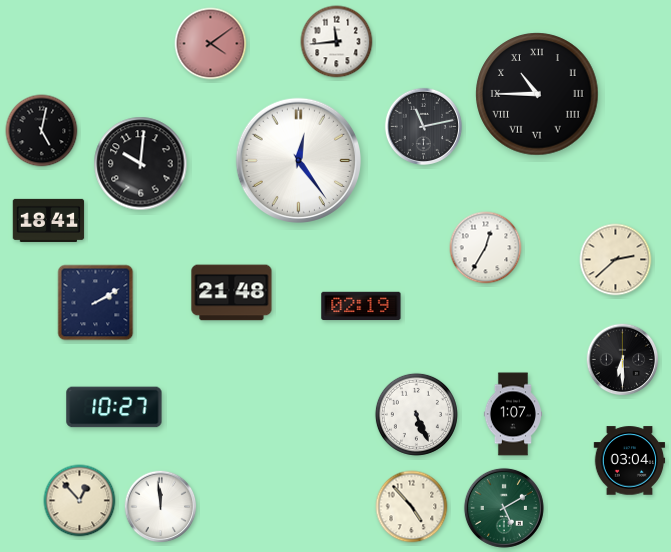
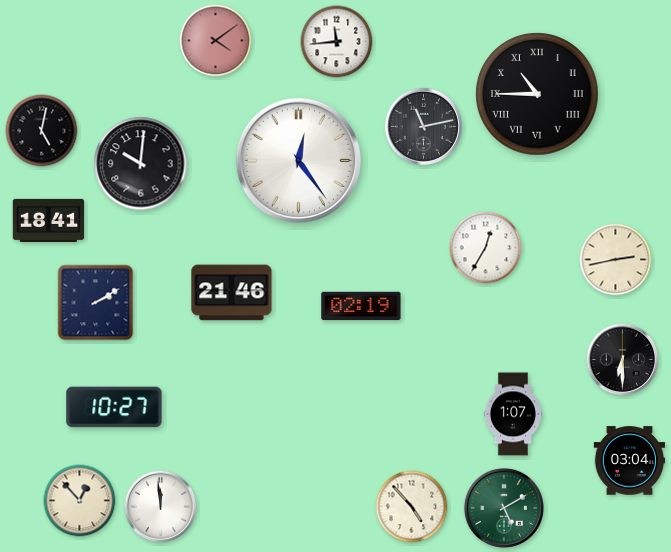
clock at (211, 44) position: (211, 44) -> (216, 41)
clock at (616, 260): 2:38 -> 2:43
clock at (232, 293): 21:48 -> 21:46
clock at (416, 414): 5:26 -> none
